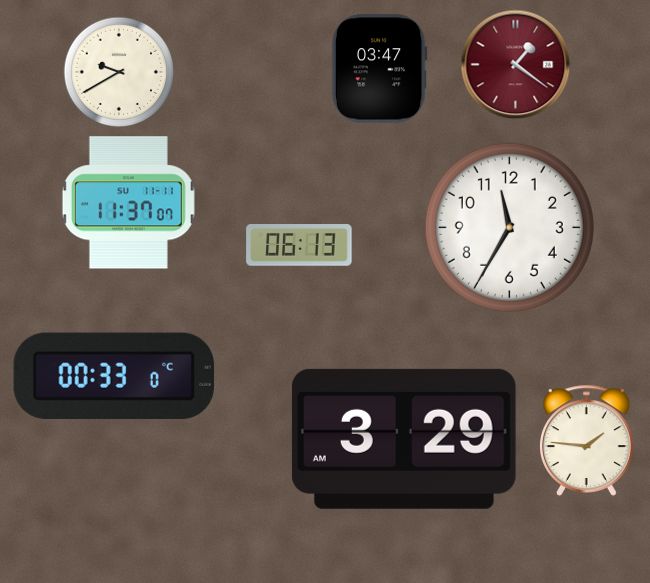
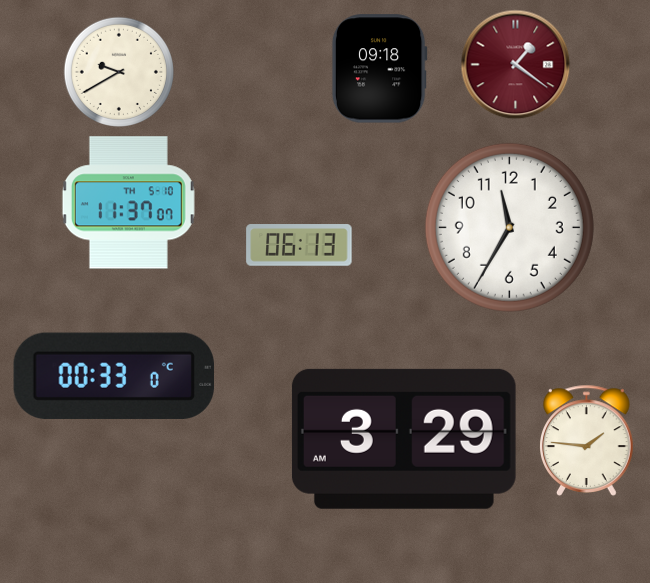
clock at (379, 69): 03:47 -> 09:18
clock at (128, 203) date: SU 11-11 -> TH 5-10
